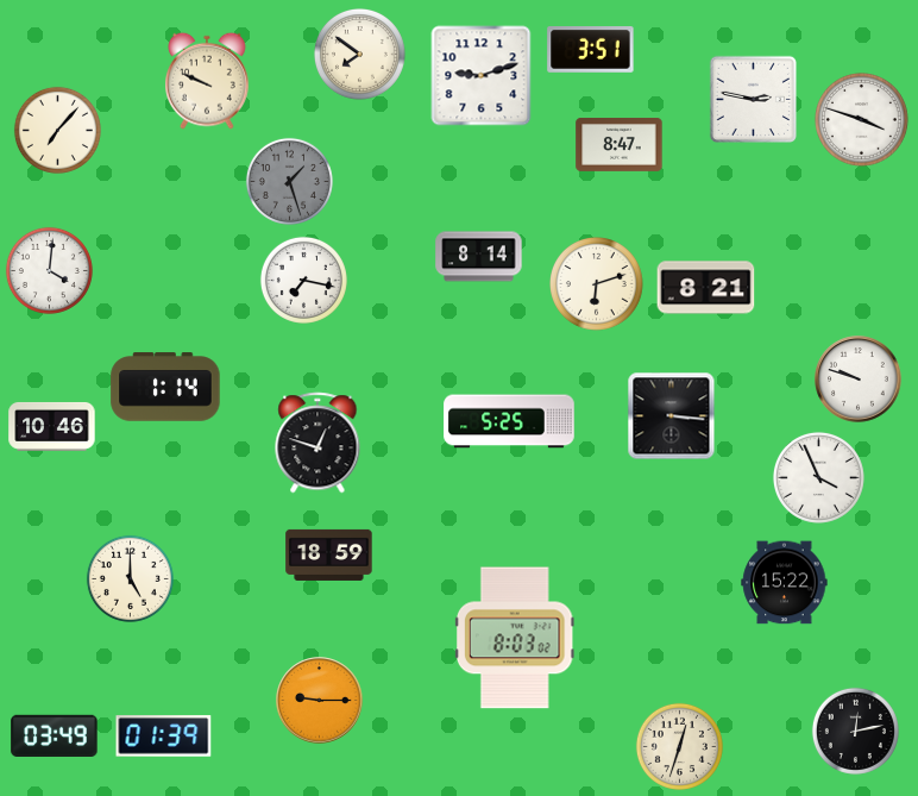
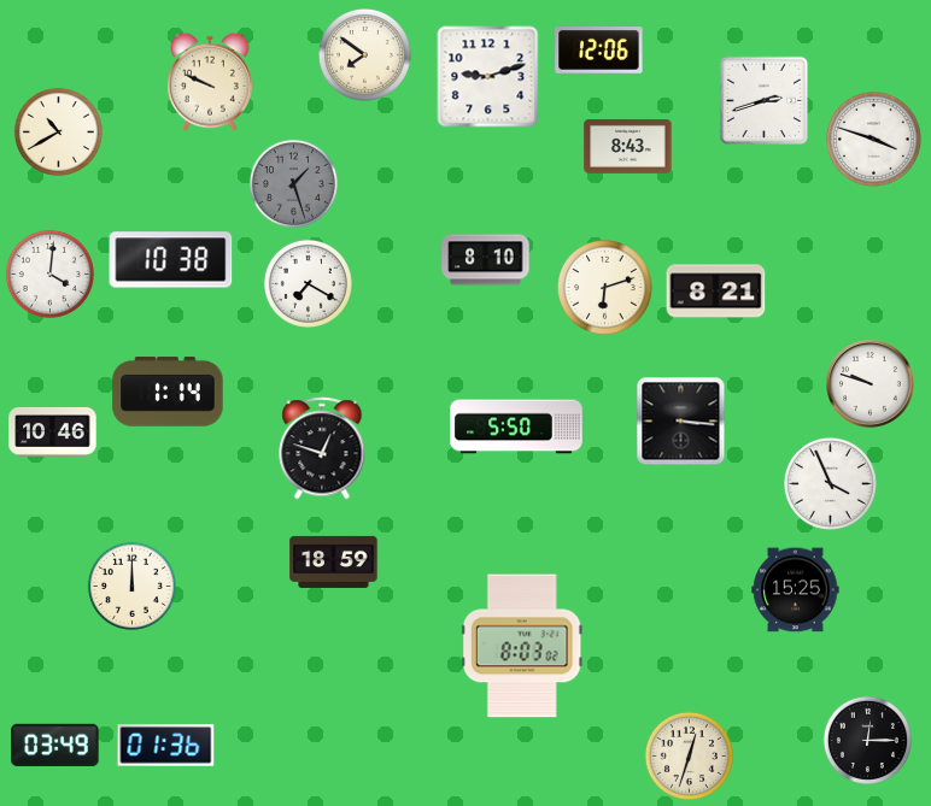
clock at (591, 50): 3:51 -> 12:06
clock at (753, 99): 2:47 -> 2:42
clock at (862, 120) position: (862, 120) -> (874, 140)
clock at (57, 130): 7:07 -> 10:40
clock at (620, 145): 8:47 -> 8:43
clock at (171, 260): none -> 10:38
clock at (479, 257): 8:14 -> 8:10
clock at (303, 280): 7:17 -> 7:20
clock at (509, 421): 5:25 -> 5:50
clock at (130, 578): 5:00 -> 12:00
clock at (785, 583): 15:22 -> 15:25
clock at (320, 701): 9:15 -> none
clock at (855, 731): 12:13 -> 12:15
clock at (164, 737): 01:39 -> 01:36
